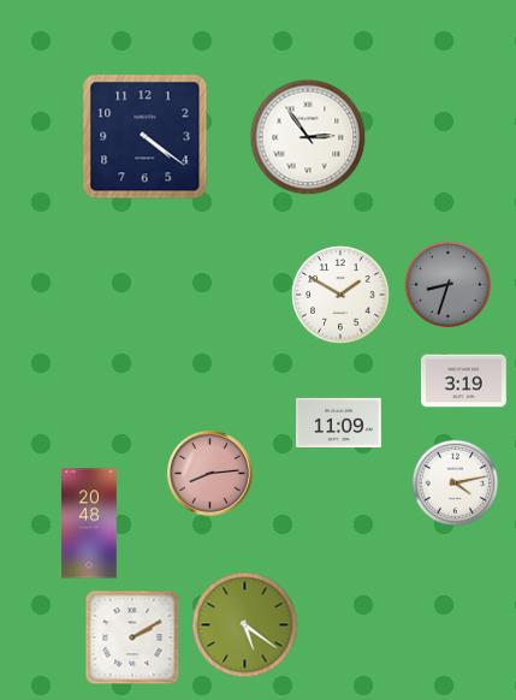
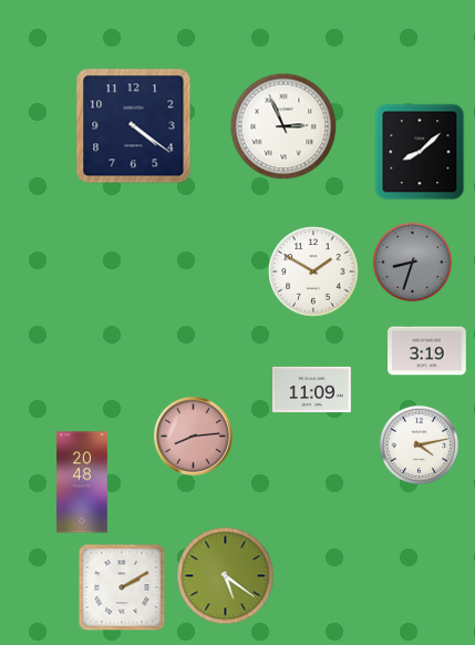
clock at (308, 137): 2:54 -> 2:56
clock at (420, 152): none -> 8:08
